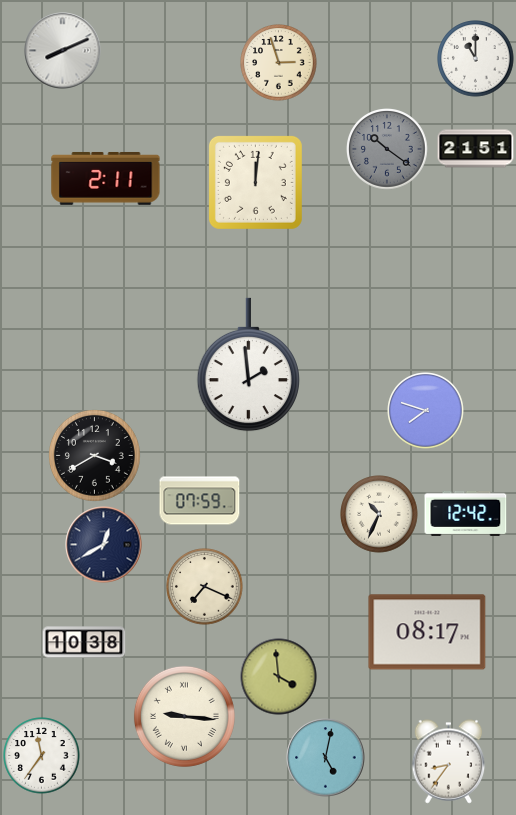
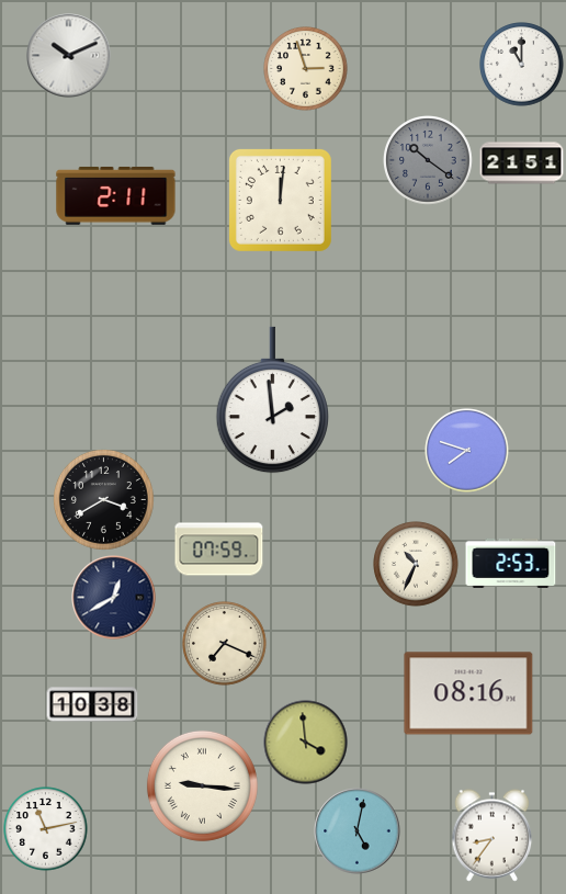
clock at (63, 51): 8:11 -> 10:11
clock at (387, 149) position: (387, 149) -> (428, 160)
clock at (466, 513): 12:42 -> 2:53
clock at (427, 632): 08:17 -> 08:16
clock at (42, 756): 11:36 -> 11:13
